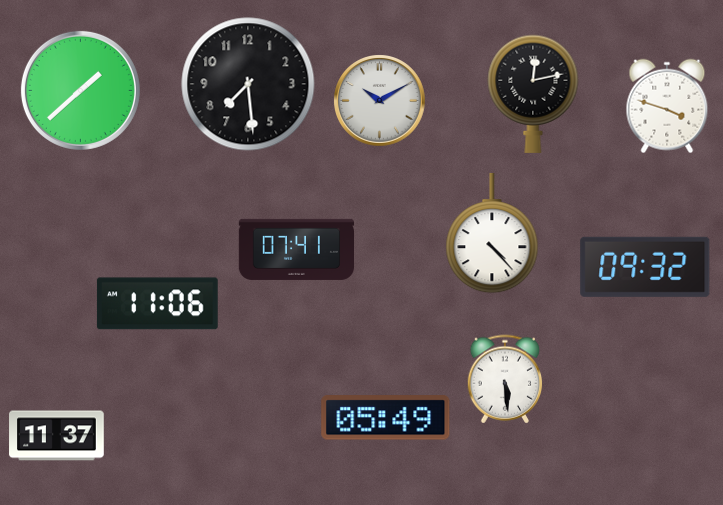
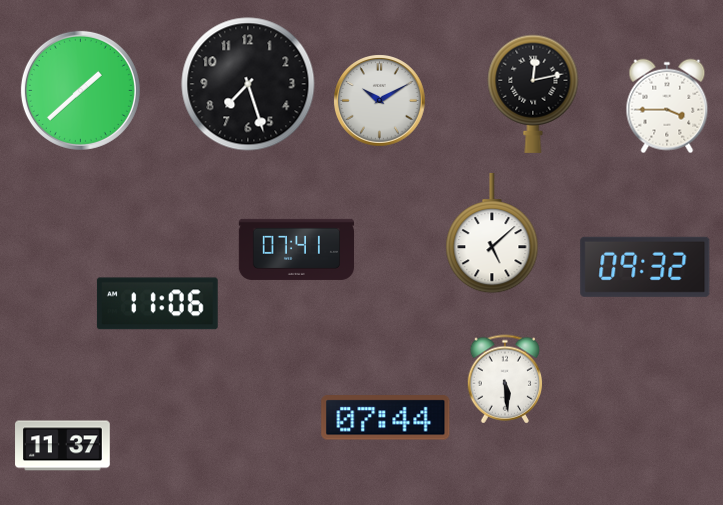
clock at (248, 84): 7:29 -> 7:27
clock at (667, 106): 3:48 -> 3:45
clock at (492, 233): 4:23 -> 5:08
clock at (386, 418): 05:49 -> 07:44
clock at (57, 436) position: (57, 436) -> (63, 446)
